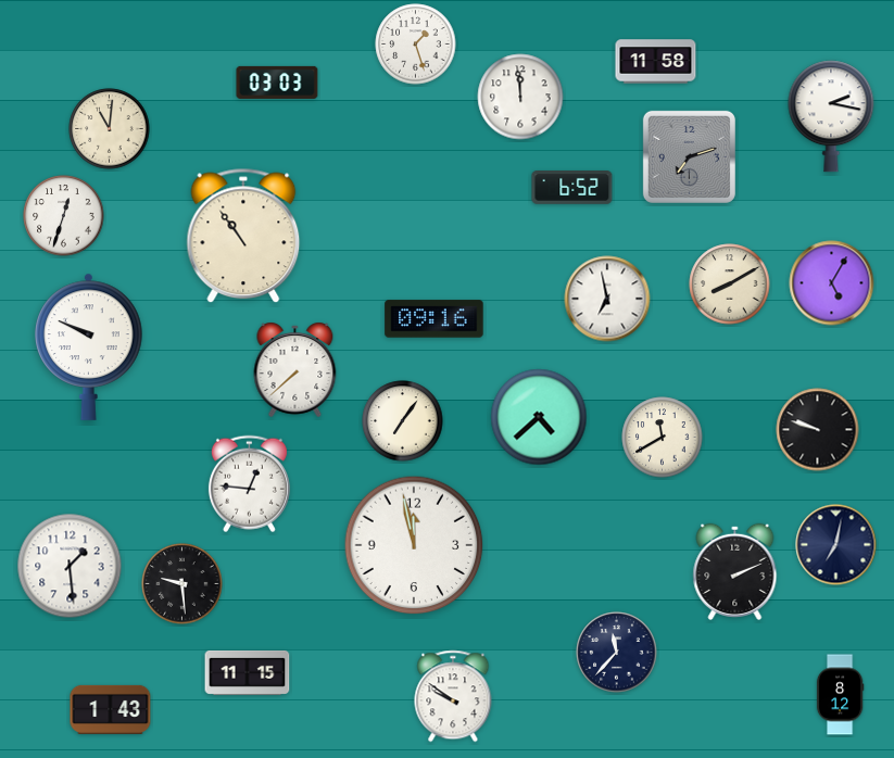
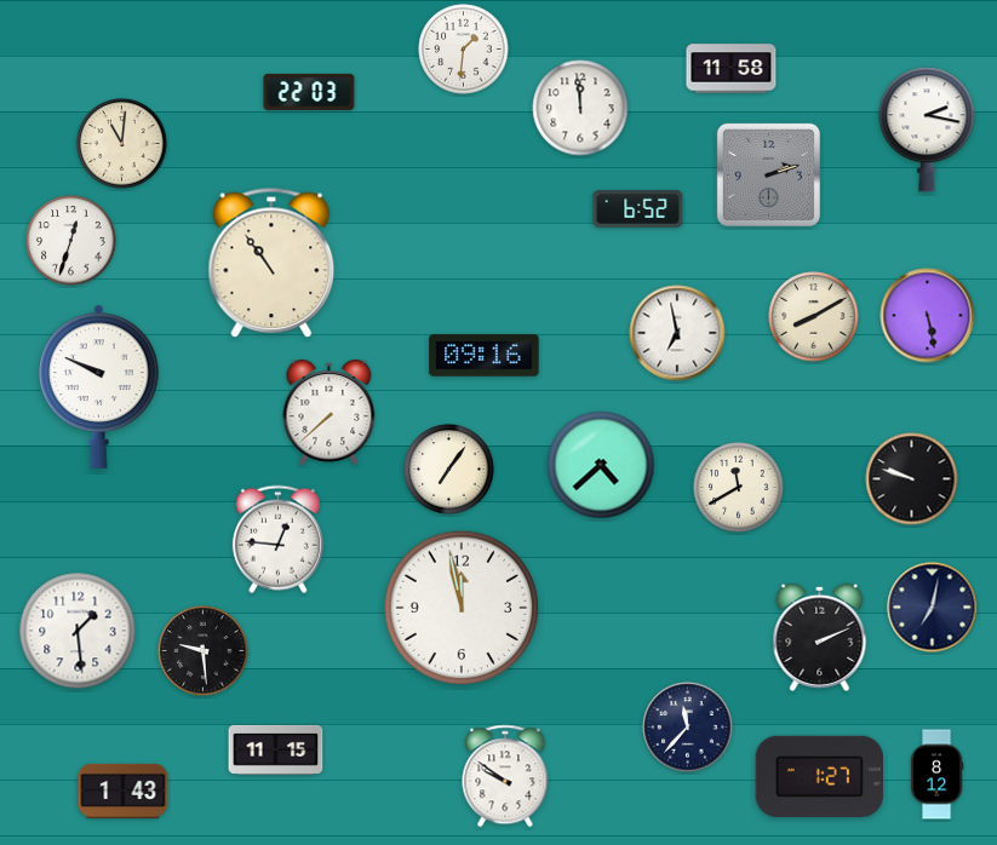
clock at (416, 45): 1:27 -> 1:31
clock at (277, 83): 03:03 -> 22:03
clock at (689, 156): 7:12 -> 2:12
clock at (832, 283): 5:05 -> 5:28
clock at (820, 776): none -> 1:27
